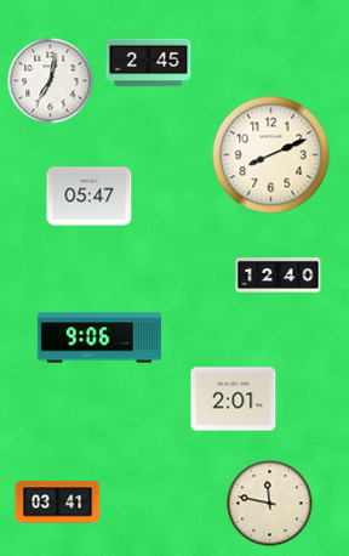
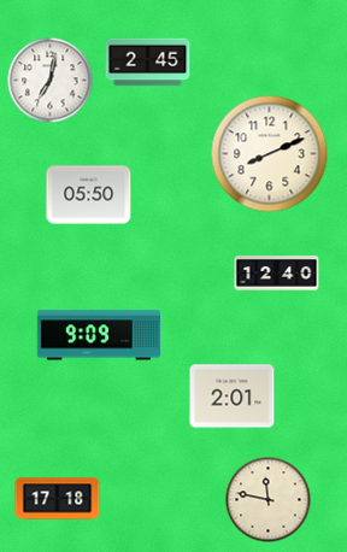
clock at (90, 197): 05:47 -> 05:50
clock at (98, 337): 9:06 -> 9:09
clock at (58, 503): 03:41 -> 17:18
